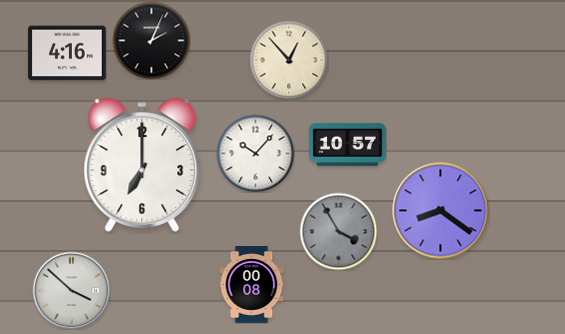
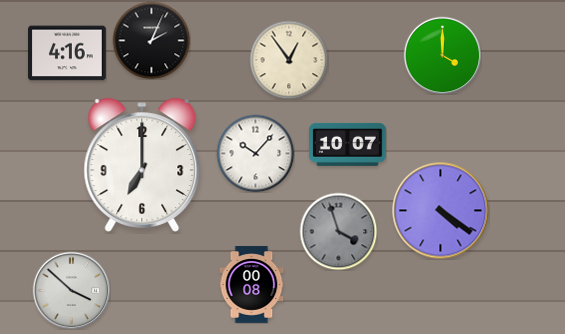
clock at (442, 55): none -> 4:00
clock at (289, 60): 12:53 -> 12:54
clock at (348, 144): 10:57 -> 10:07
clock at (441, 211): 8:21 -> 4:21
clock at (338, 231): 3:55 -> 3:57
